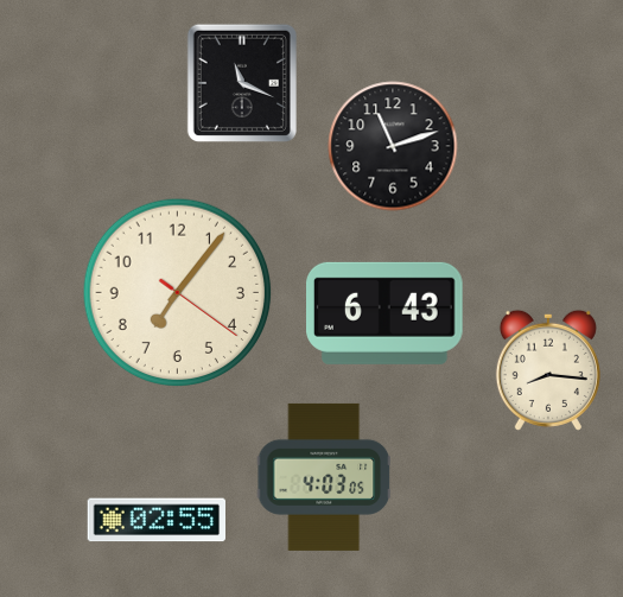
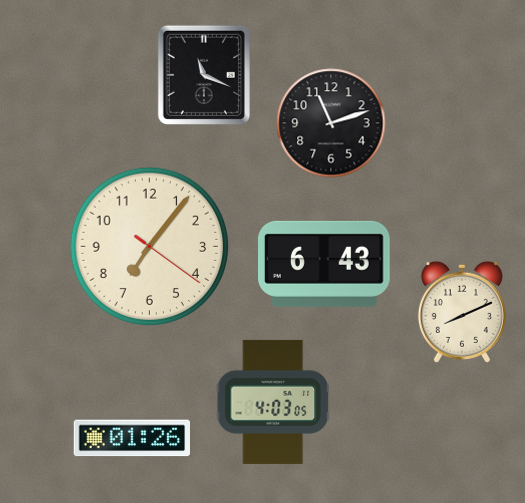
clock at (242, 83) position: (242, 83) -> (204, 75)
clock at (548, 370): 8:16 -> 8:11
clock at (155, 520): 02:55 -> 01:26
